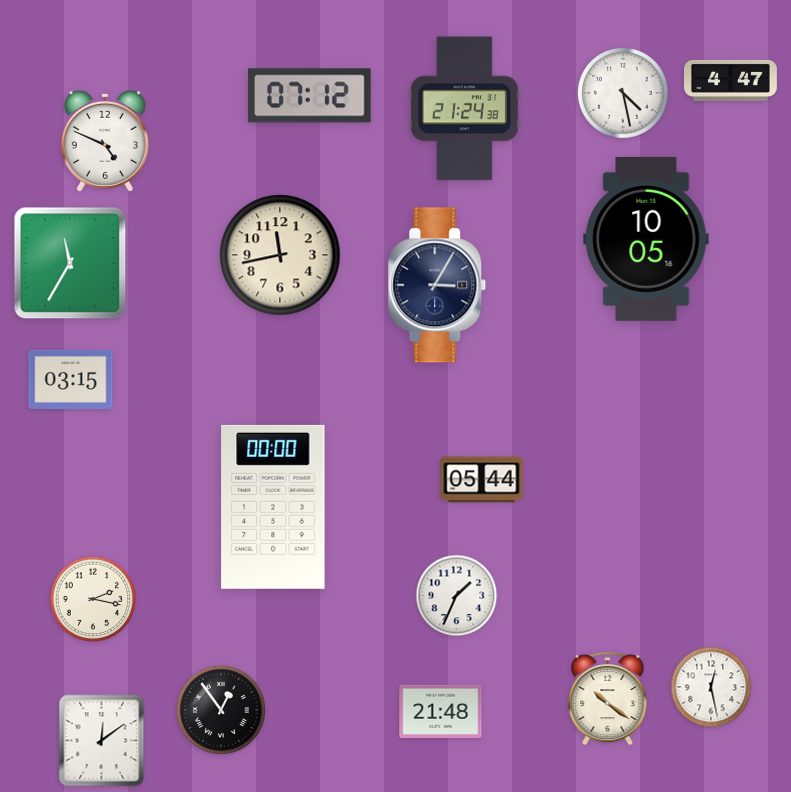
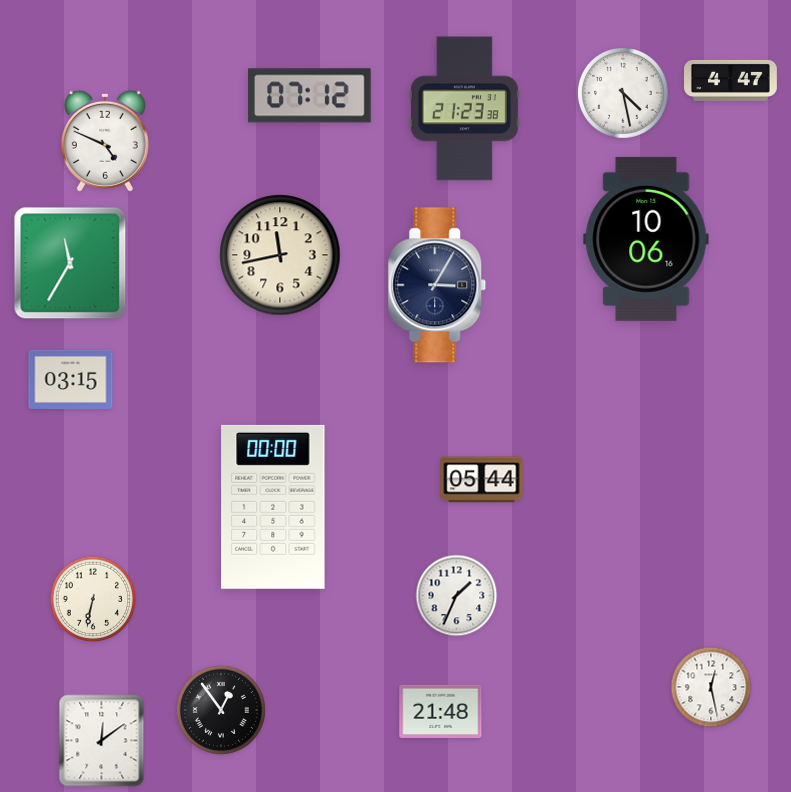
clock at (464, 109): 21:24 -> 21:23
clock at (646, 239): 10:05 -> 10:06
clock at (93, 599): 2:17 -> 6:32
clock at (608, 698): 10:21 -> none
